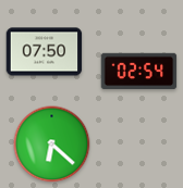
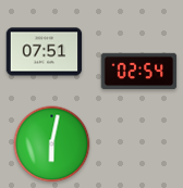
clock at (45, 52): 07:50 -> 07:51
clock at (52, 145): 6:22 -> 6:02
